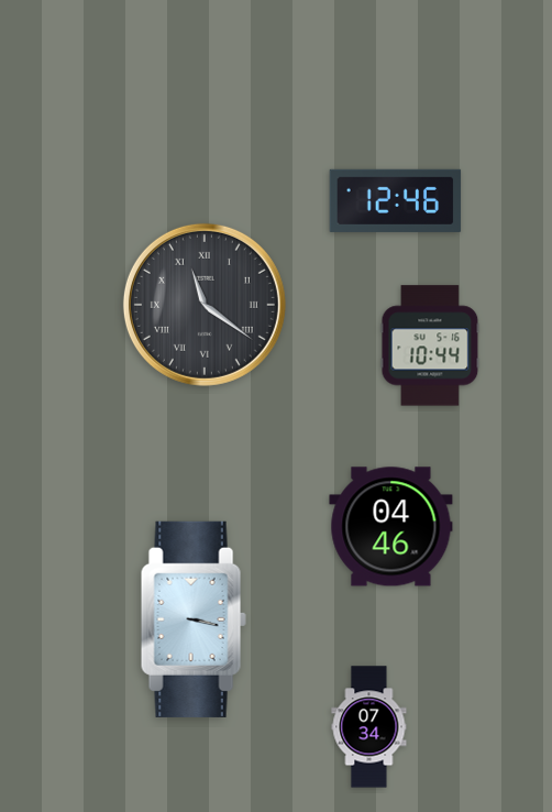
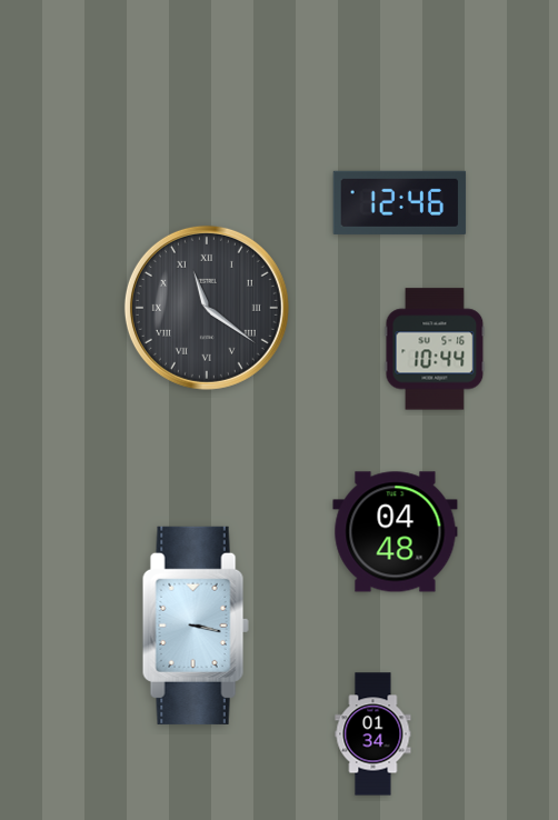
clock at (391, 527): 04:46 -> 04:48
clock at (369, 727): 07:34 -> 01:34
